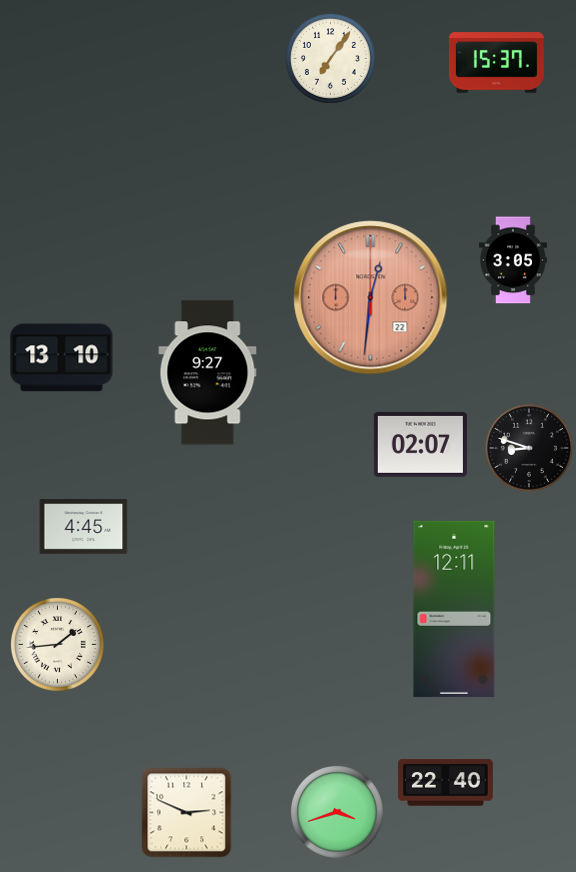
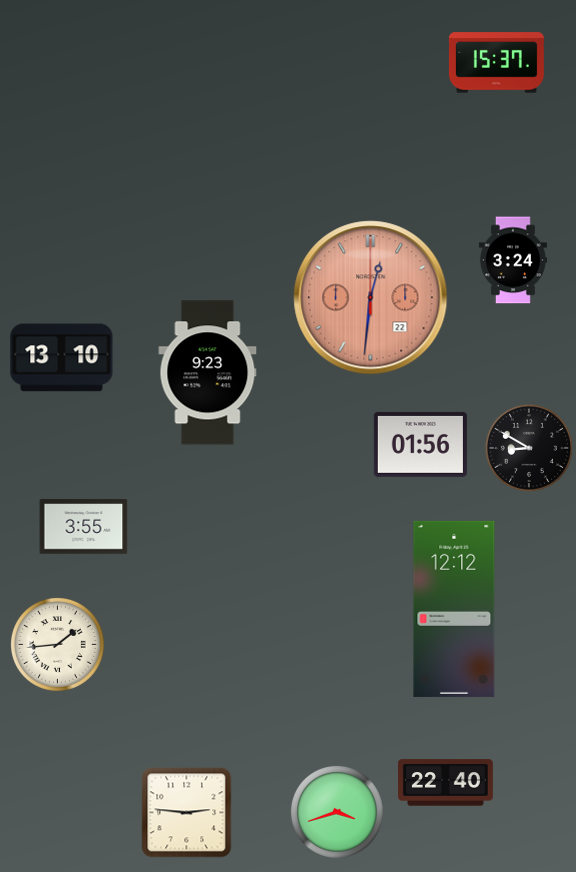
clock at (330, 58): 7:06 -> none
clock at (513, 260): 3:05 -> 3:24
clock at (208, 373): 9:27 -> 9:23
clock at (420, 444): 02:07 -> 01:56
clock at (529, 448): 8:48 -> 8:50
clock at (84, 527): 4:45 -> 3:55
clock at (454, 609): 12:11 -> 12:12
clock at (187, 813): 2:49 -> 2:46
